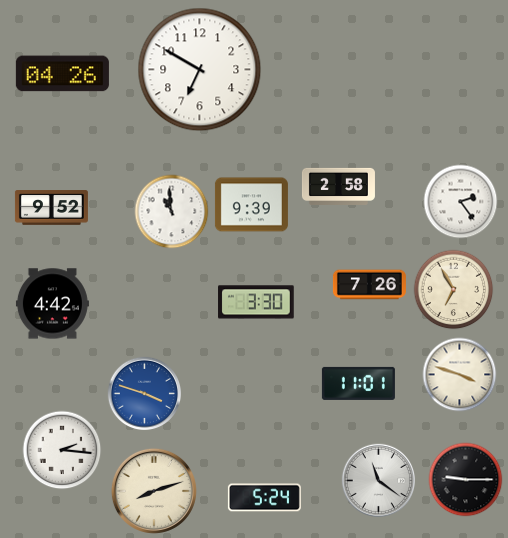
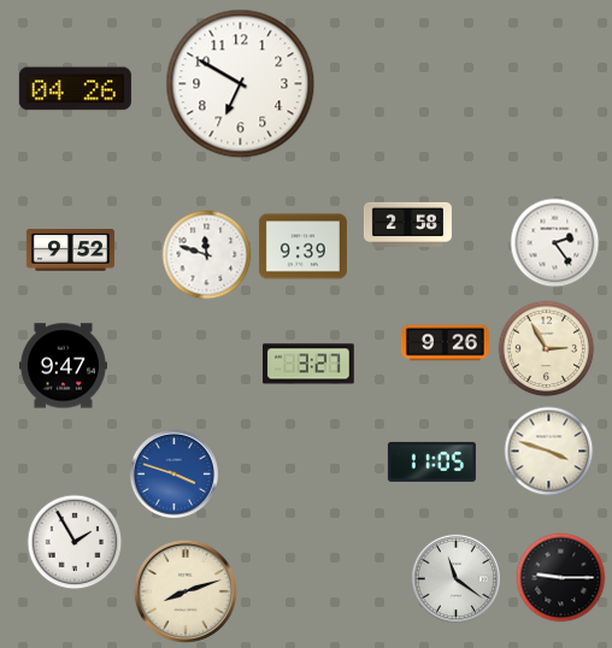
clock at (51, 208) position: (51, 208) -> (70, 251)
clock at (172, 212): 10:59 -> 11:48
clock at (369, 285): 7:26 -> 9:26
clock at (454, 290): 6:55 -> 2:55
clock at (256, 302): 3:30 -> 3:27
clock at (52, 304): 4:42 -> 9:47
clock at (460, 375) position: (460, 375) -> (549, 452)
clock at (358, 383): 11:01 -> 11:05
clock at (62, 450): 2:16 -> 1:55
clock at (264, 498): 5:24 -> none
